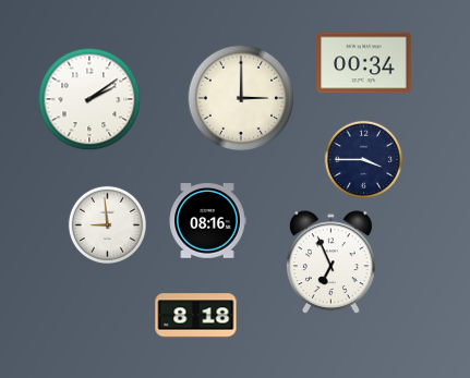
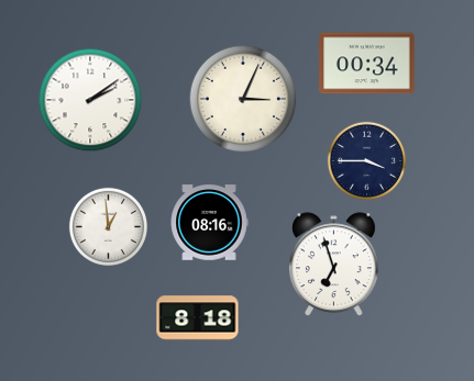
clock at (241, 98): 3:00 -> 3:04
clock at (107, 224): 8:59 -> 12:59
clock at (330, 263): 6:56 -> 6:57
